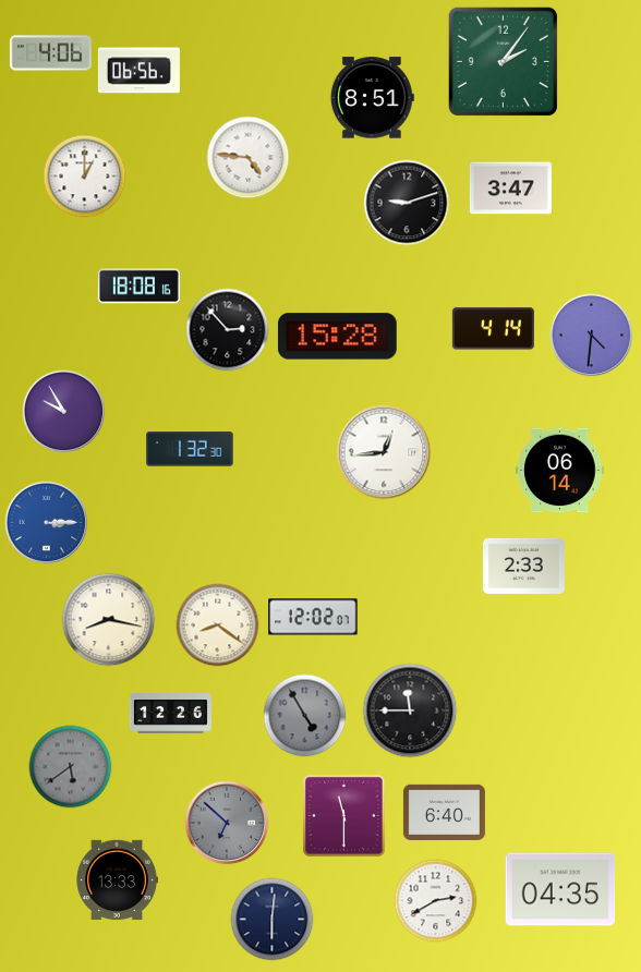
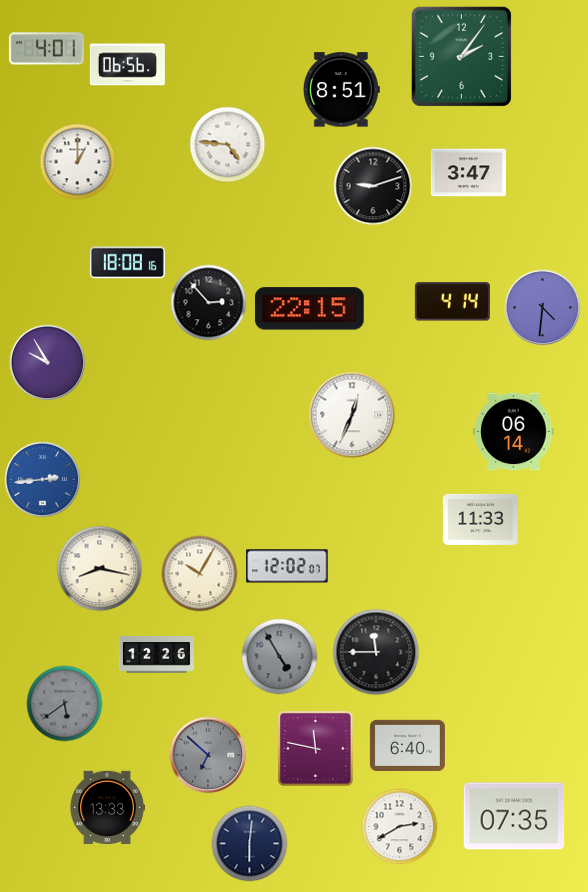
clock at (50, 53): 4:06 -> 4:01
clock at (337, 337): 15:28 -> 22:15
clock at (64, 412) position: (64, 412) -> (48, 363)
clock at (190, 450): 1:32 -> none
clock at (384, 452): 12:44 -> 12:34
clock at (47, 523): 3:15 -> 2:44
clock at (523, 566): 2:33 -> 11:33
clock at (218, 625): 8:21 -> 10:05
clock at (344, 816): 11:30 -> 11:47
clock at (560, 889): 04:35 -> 07:35
